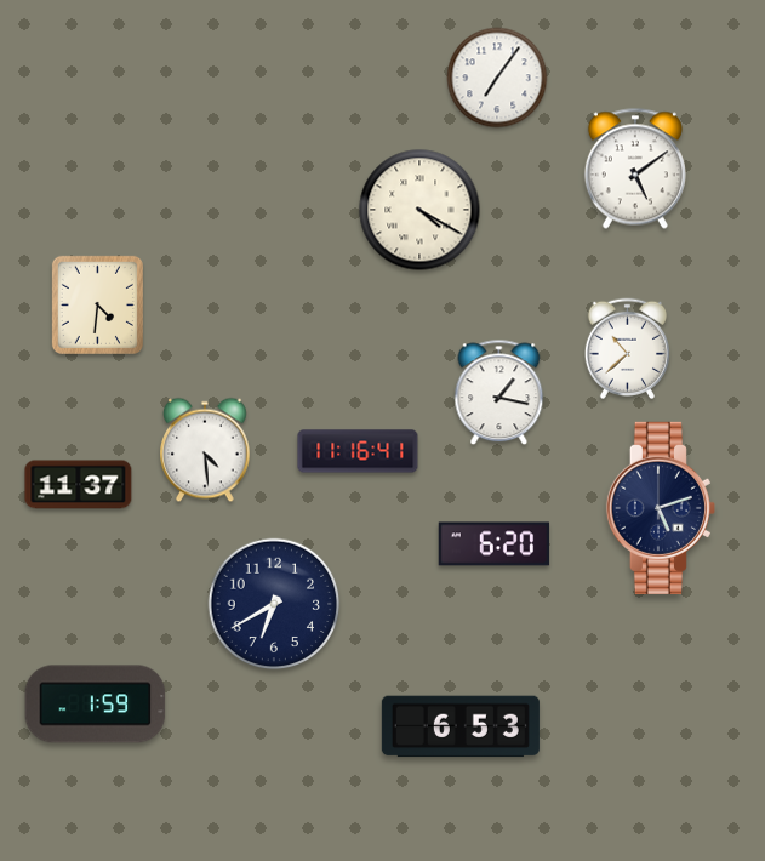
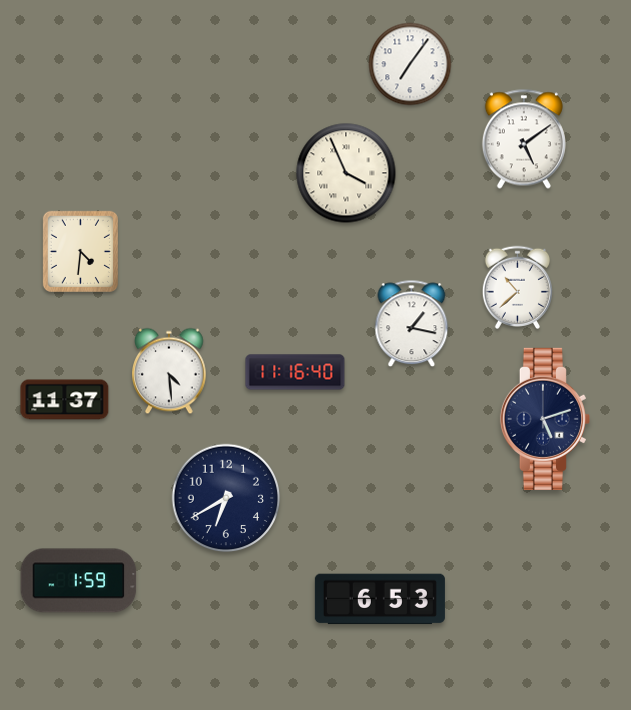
clock at (419, 210): 4:20 -> 3:56
clock at (358, 451): 11:16:41 -> 11:16:40
clock at (495, 544): 6:20 -> none
